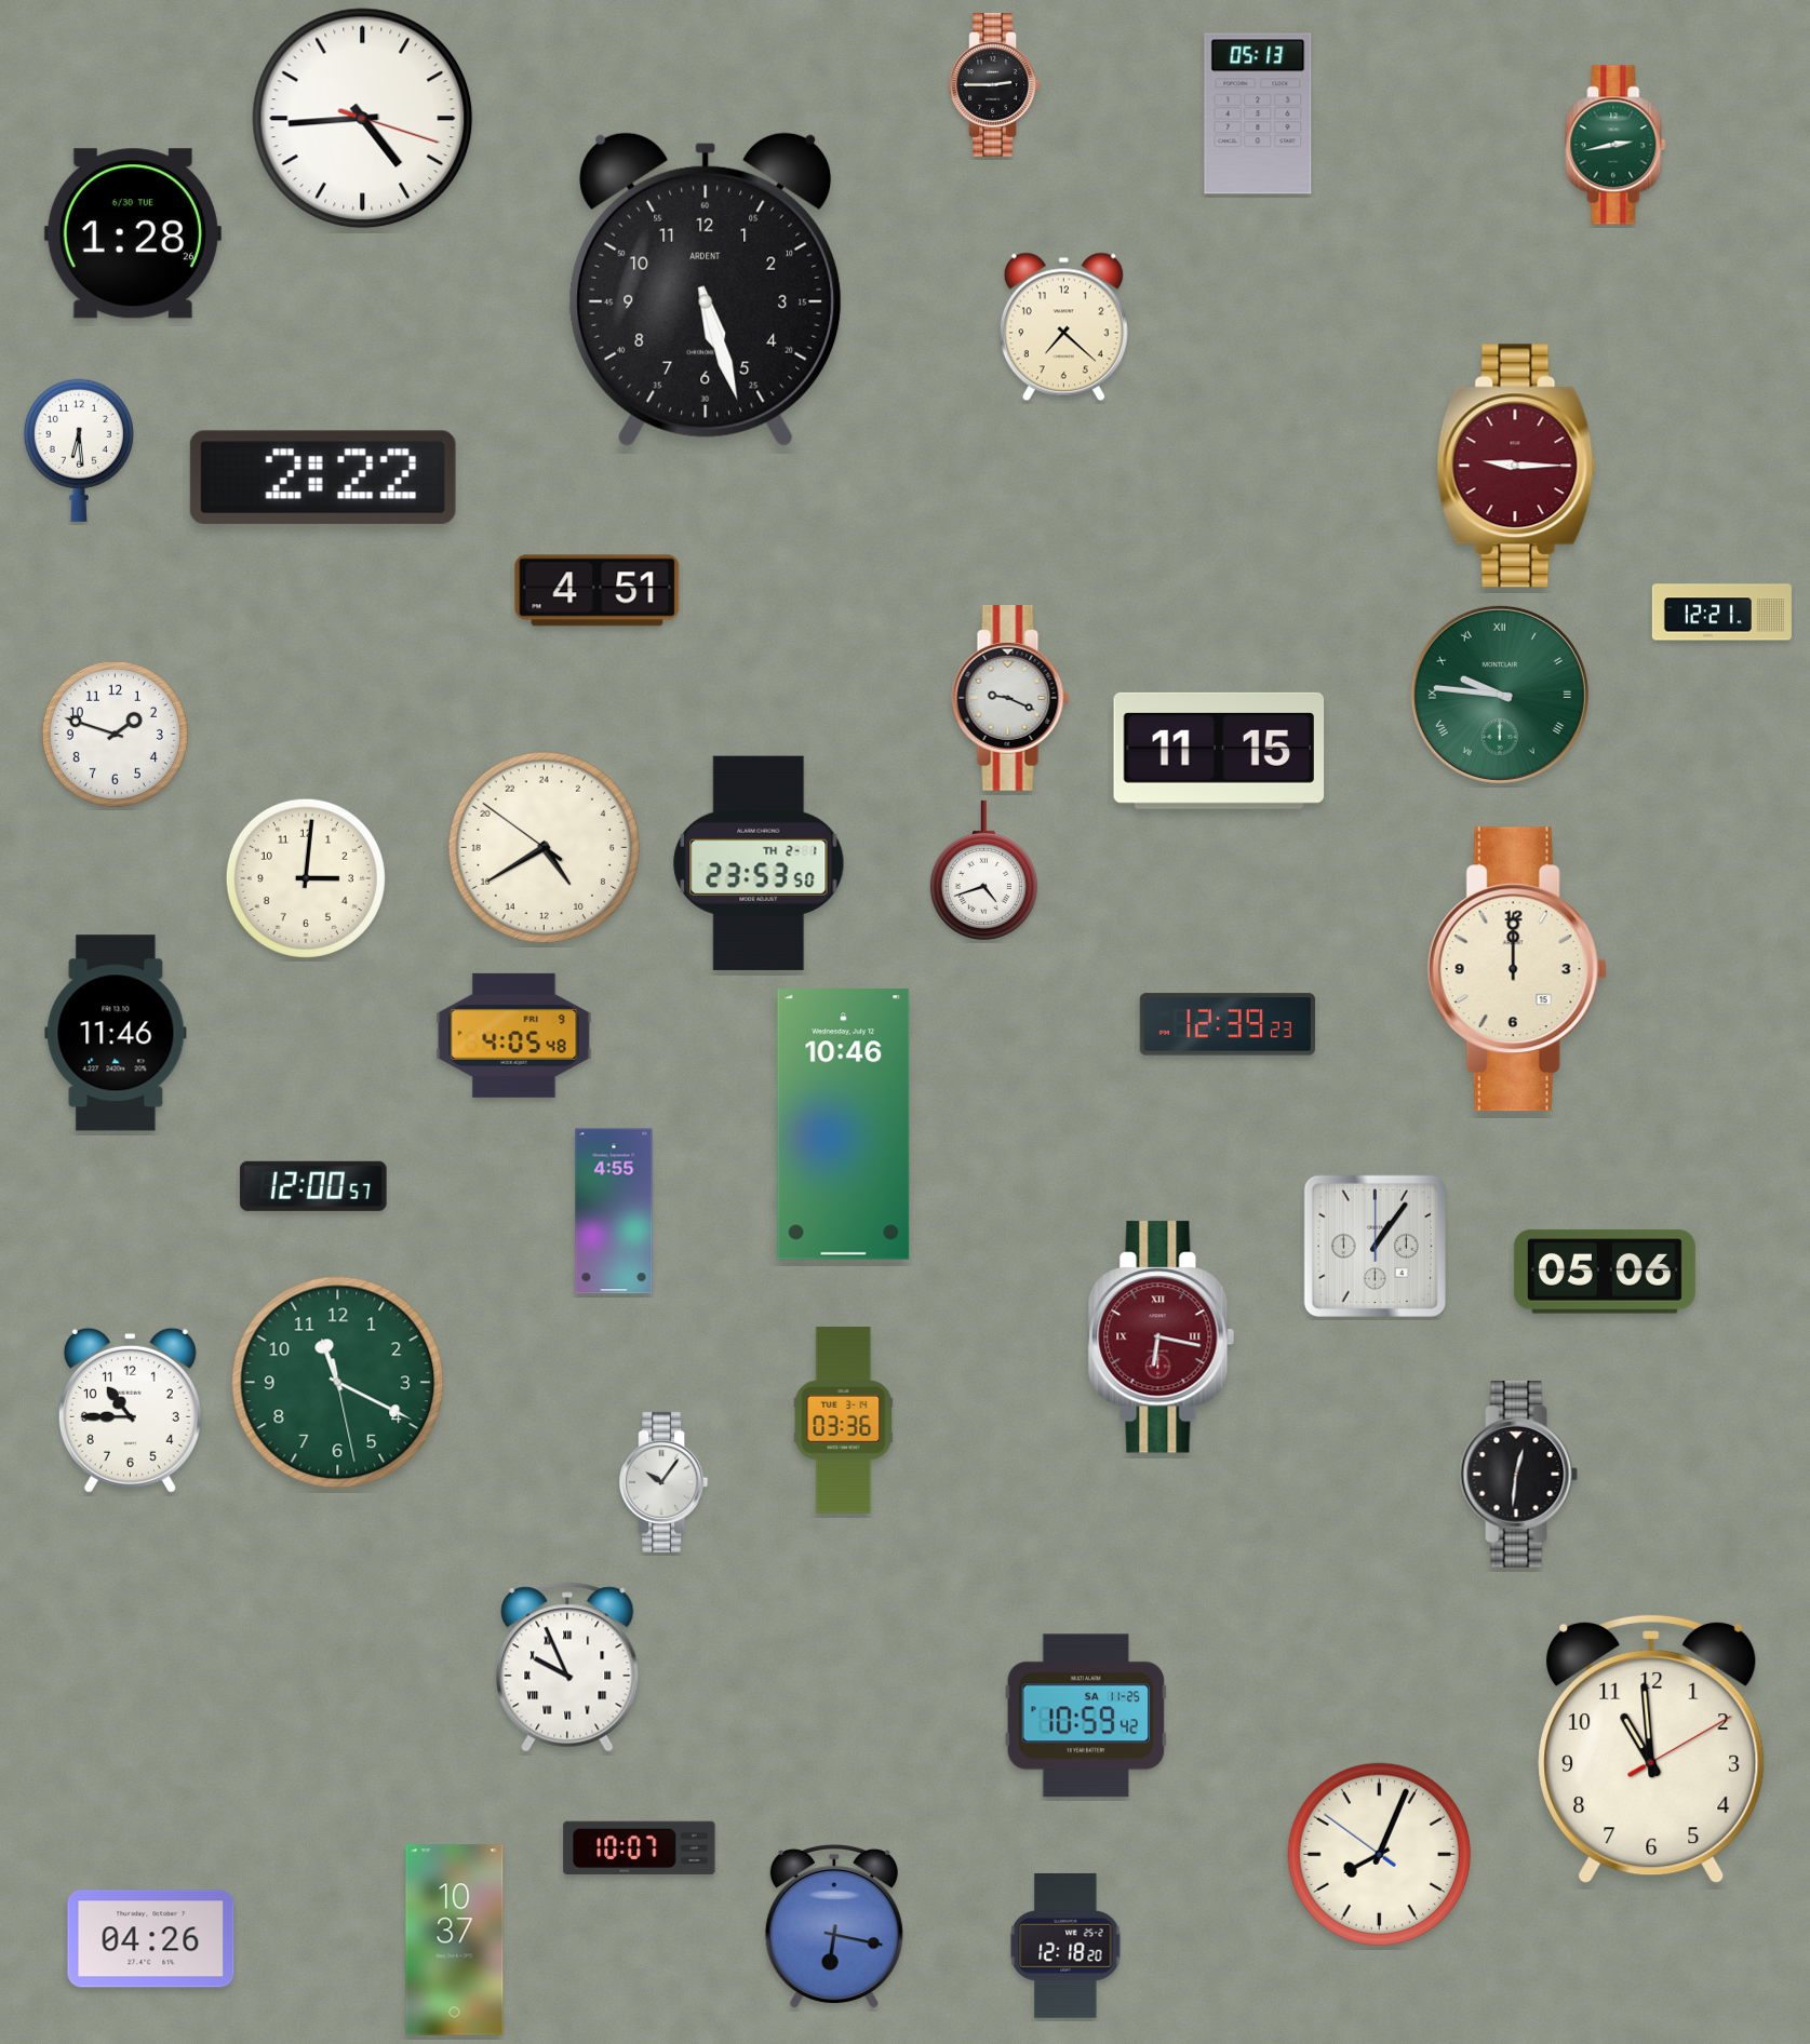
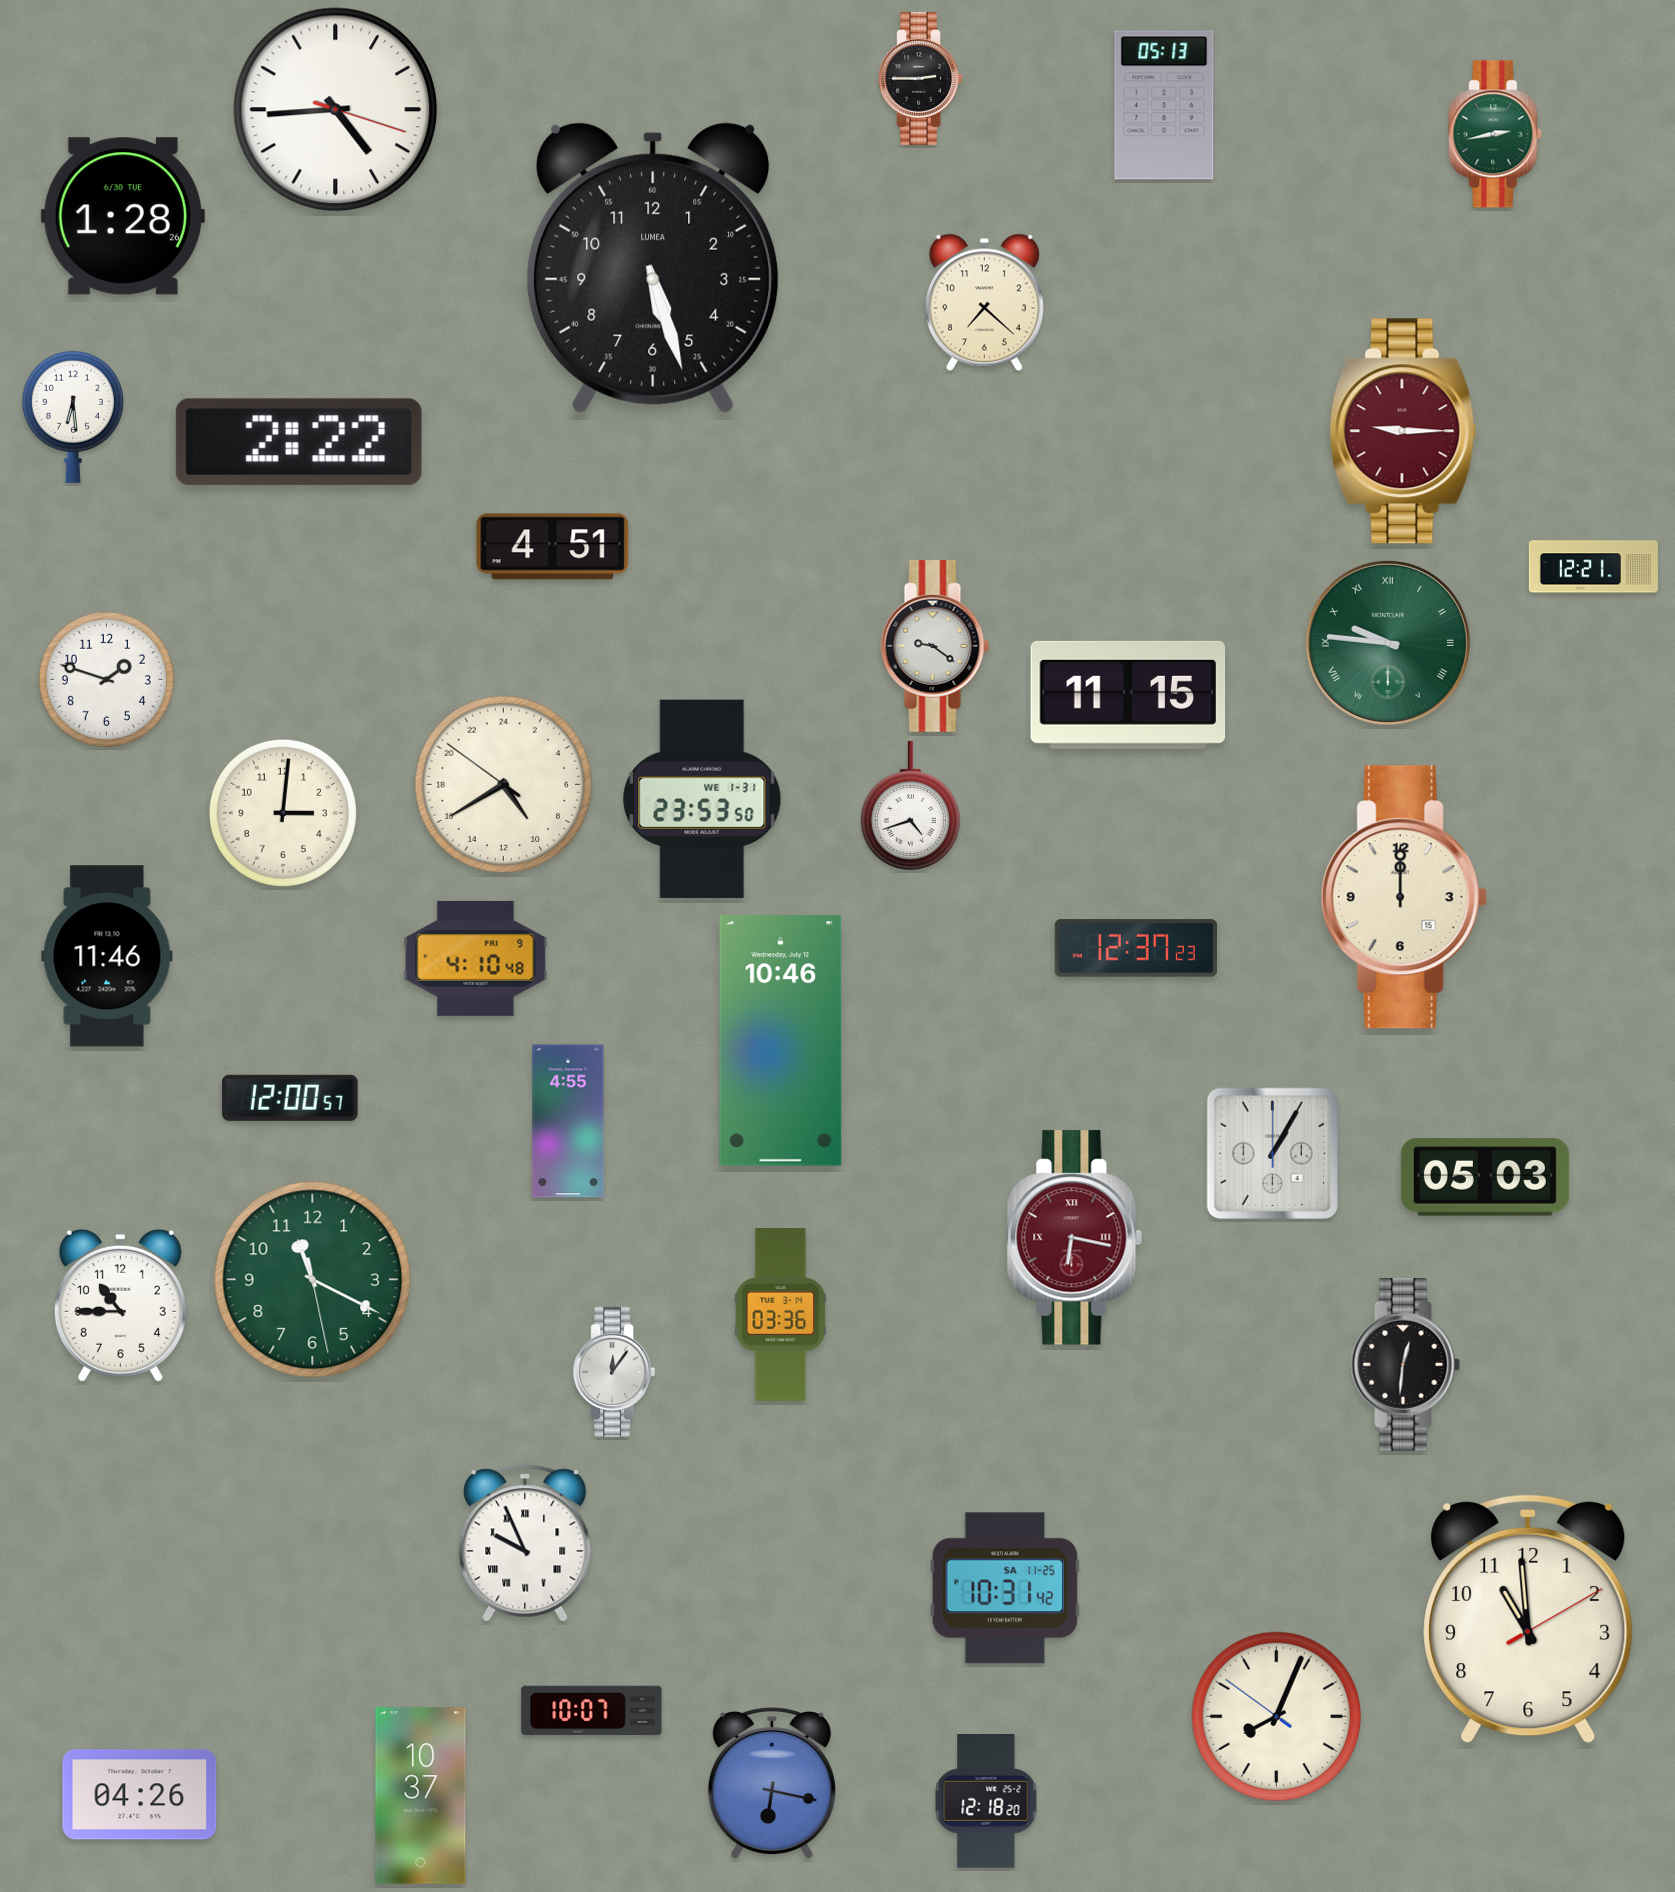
clock at (706, 290) brand: ARDENT -> LUMEA
clock at (1010, 698): 9:19 -> 9:21
clock at (759, 863) date: TH 2-1 -> WE 1-31
clock at (1226, 1024): 12:39 -> 12:37
clock at (514, 1035): 4:05 -> 4:10
clock at (1375, 1246): 1:06 -> 1:05
clock at (1605, 1272): 05:06 -> 05:03
clock at (663, 1482): 10:06 -> 12:06
clock at (1086, 1716): 10:59 -> 10:31
